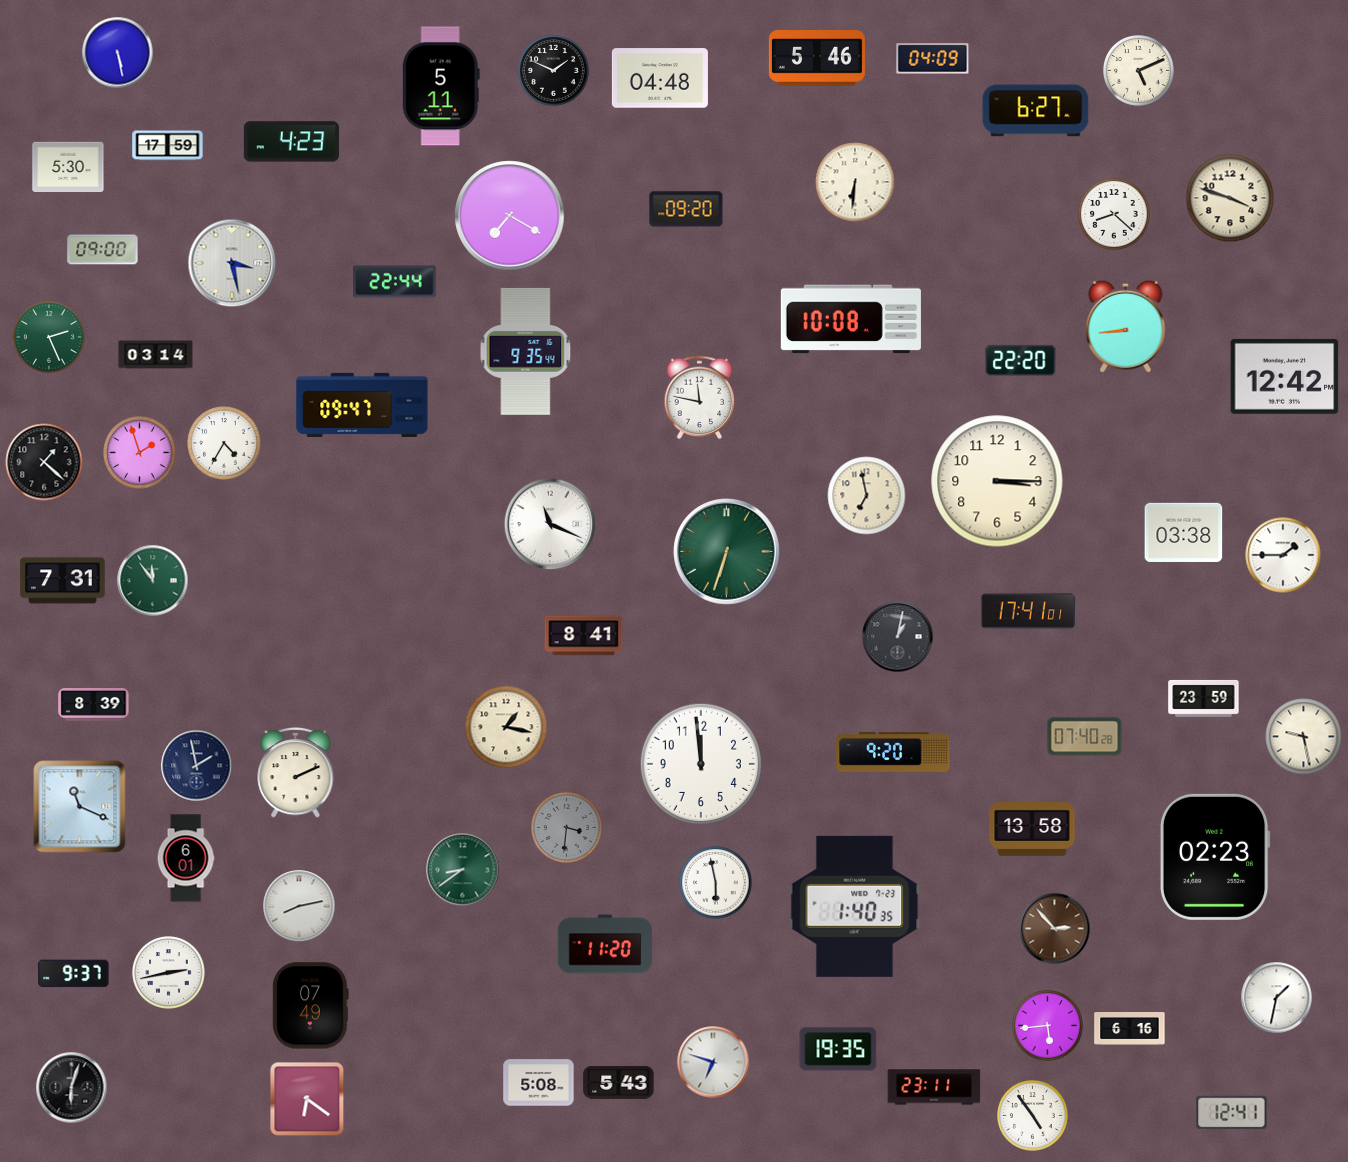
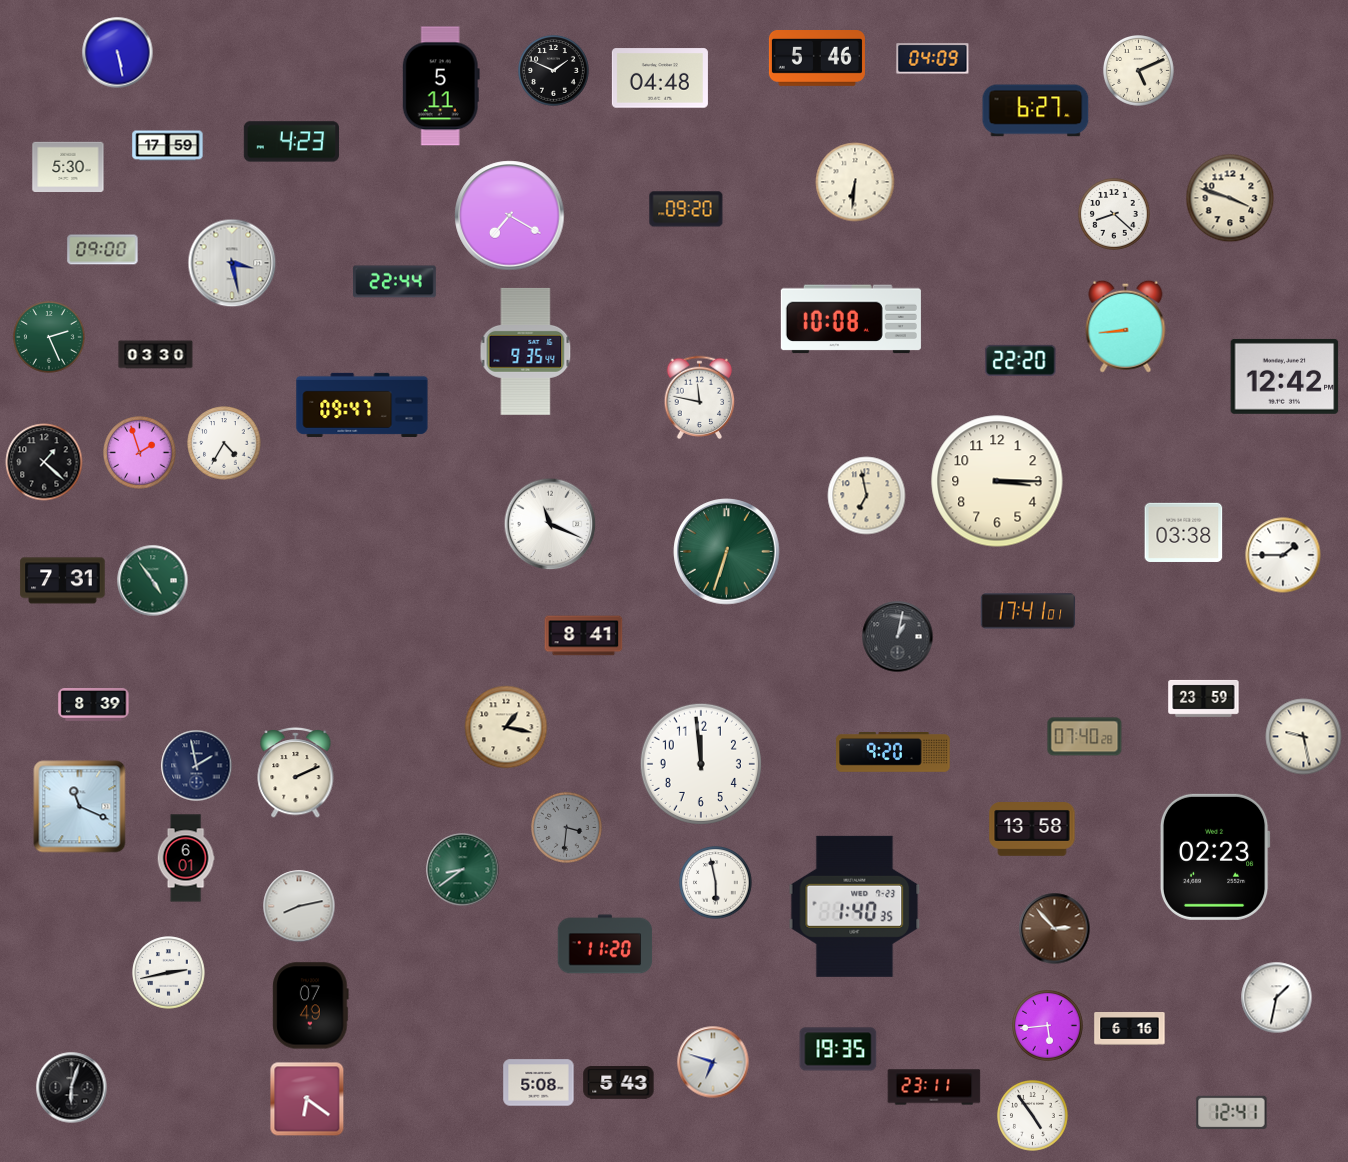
clock at (156, 355): 03:14 -> 03:30
clock at (153, 581): 11:54 -> 4:54
clock at (74, 974): 9:37 -> none
